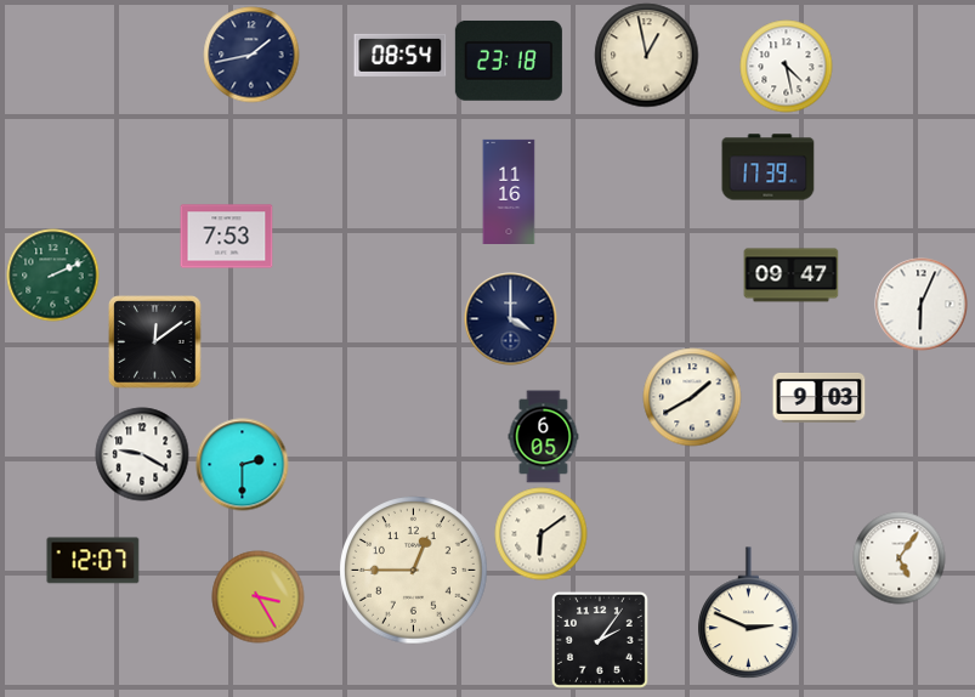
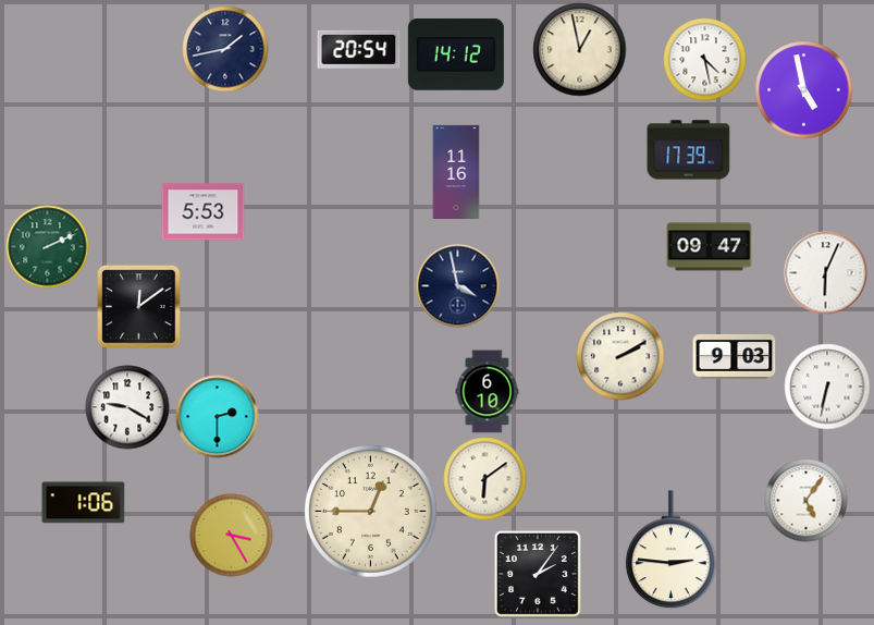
clock at (401, 55): 08:54 -> 20:54
clock at (509, 61): 23:18 -> 14:12
clock at (804, 90): none -> 4:58
clock at (227, 237): 7:53 -> 5:53
clock at (511, 319): 4:00 -> 3:58
clock at (692, 397): 1:40 -> 2:10
clock at (827, 387): none -> 6:32
clock at (544, 437): 6:05 -> 6:10
clock at (93, 561): 12:07 -> 1:06
clock at (749, 613): 2:49 -> 2:46
